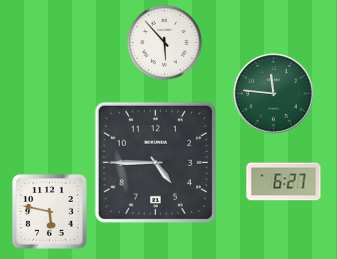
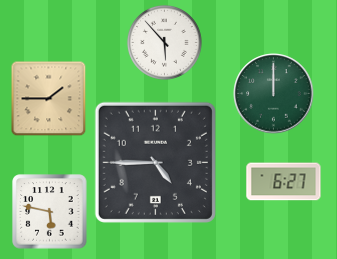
clock at (274, 94): 11:46 -> 12:00
clock at (49, 99): none -> 1:45
